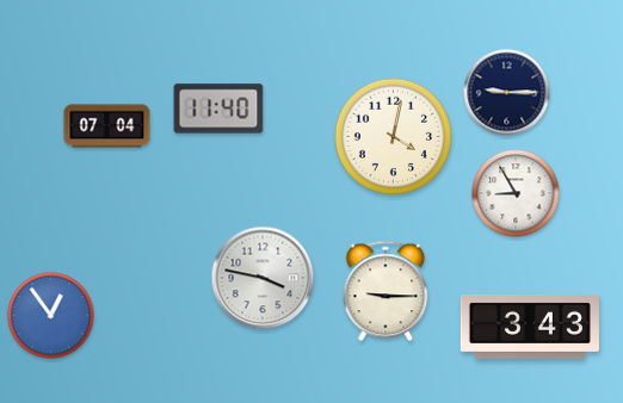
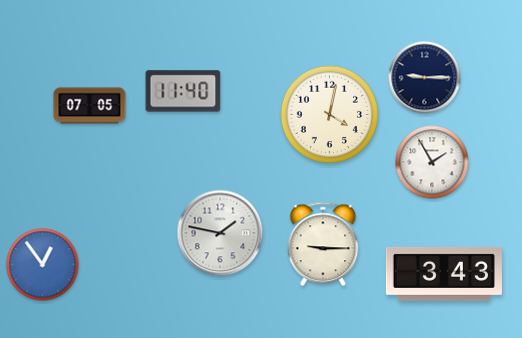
clock at (107, 126): 07:04 -> 07:05
clock at (516, 193): 8:55 -> 1:55
clock at (263, 278): 3:47 -> 1:47
